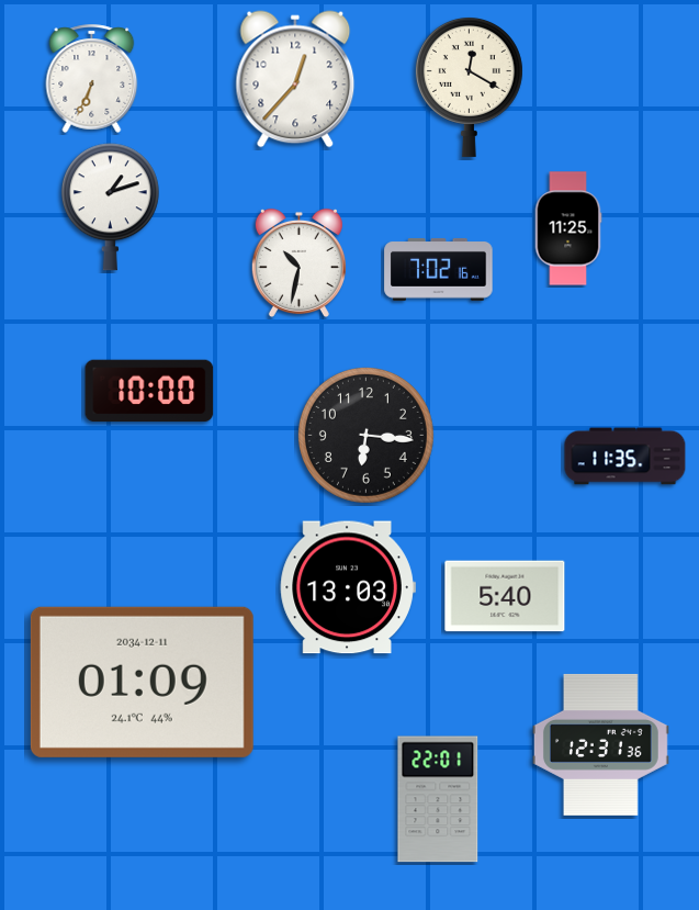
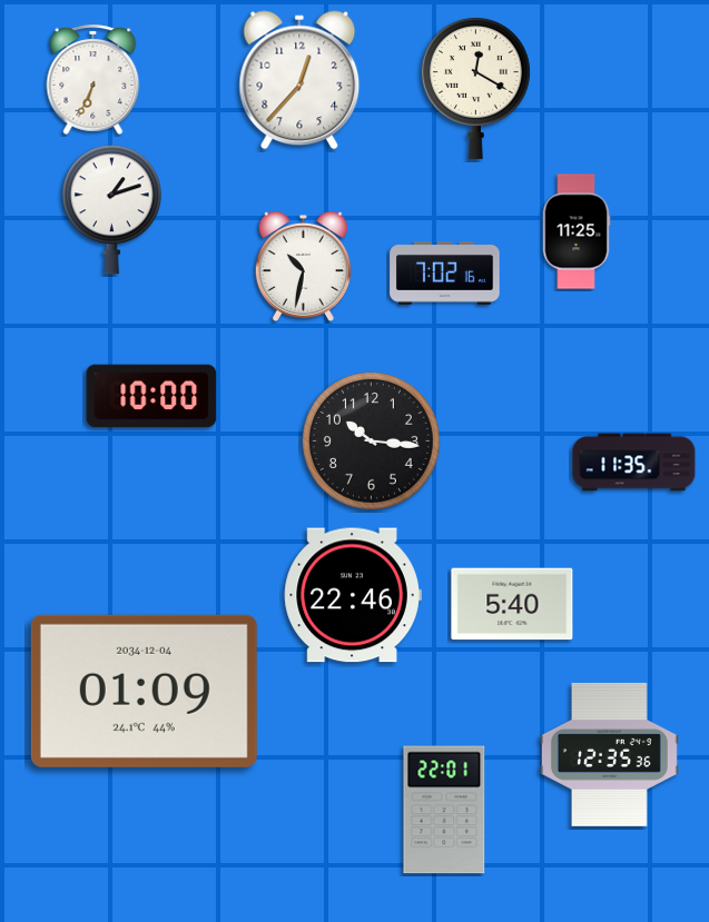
clock at (365, 435): 6:16 -> 10:16
clock at (348, 587): 13:03 -> 22:46
clock at (142, 682) date: 2034-12-11 -> 2034-12-04
clock at (600, 744): 12:31 -> 12:35
